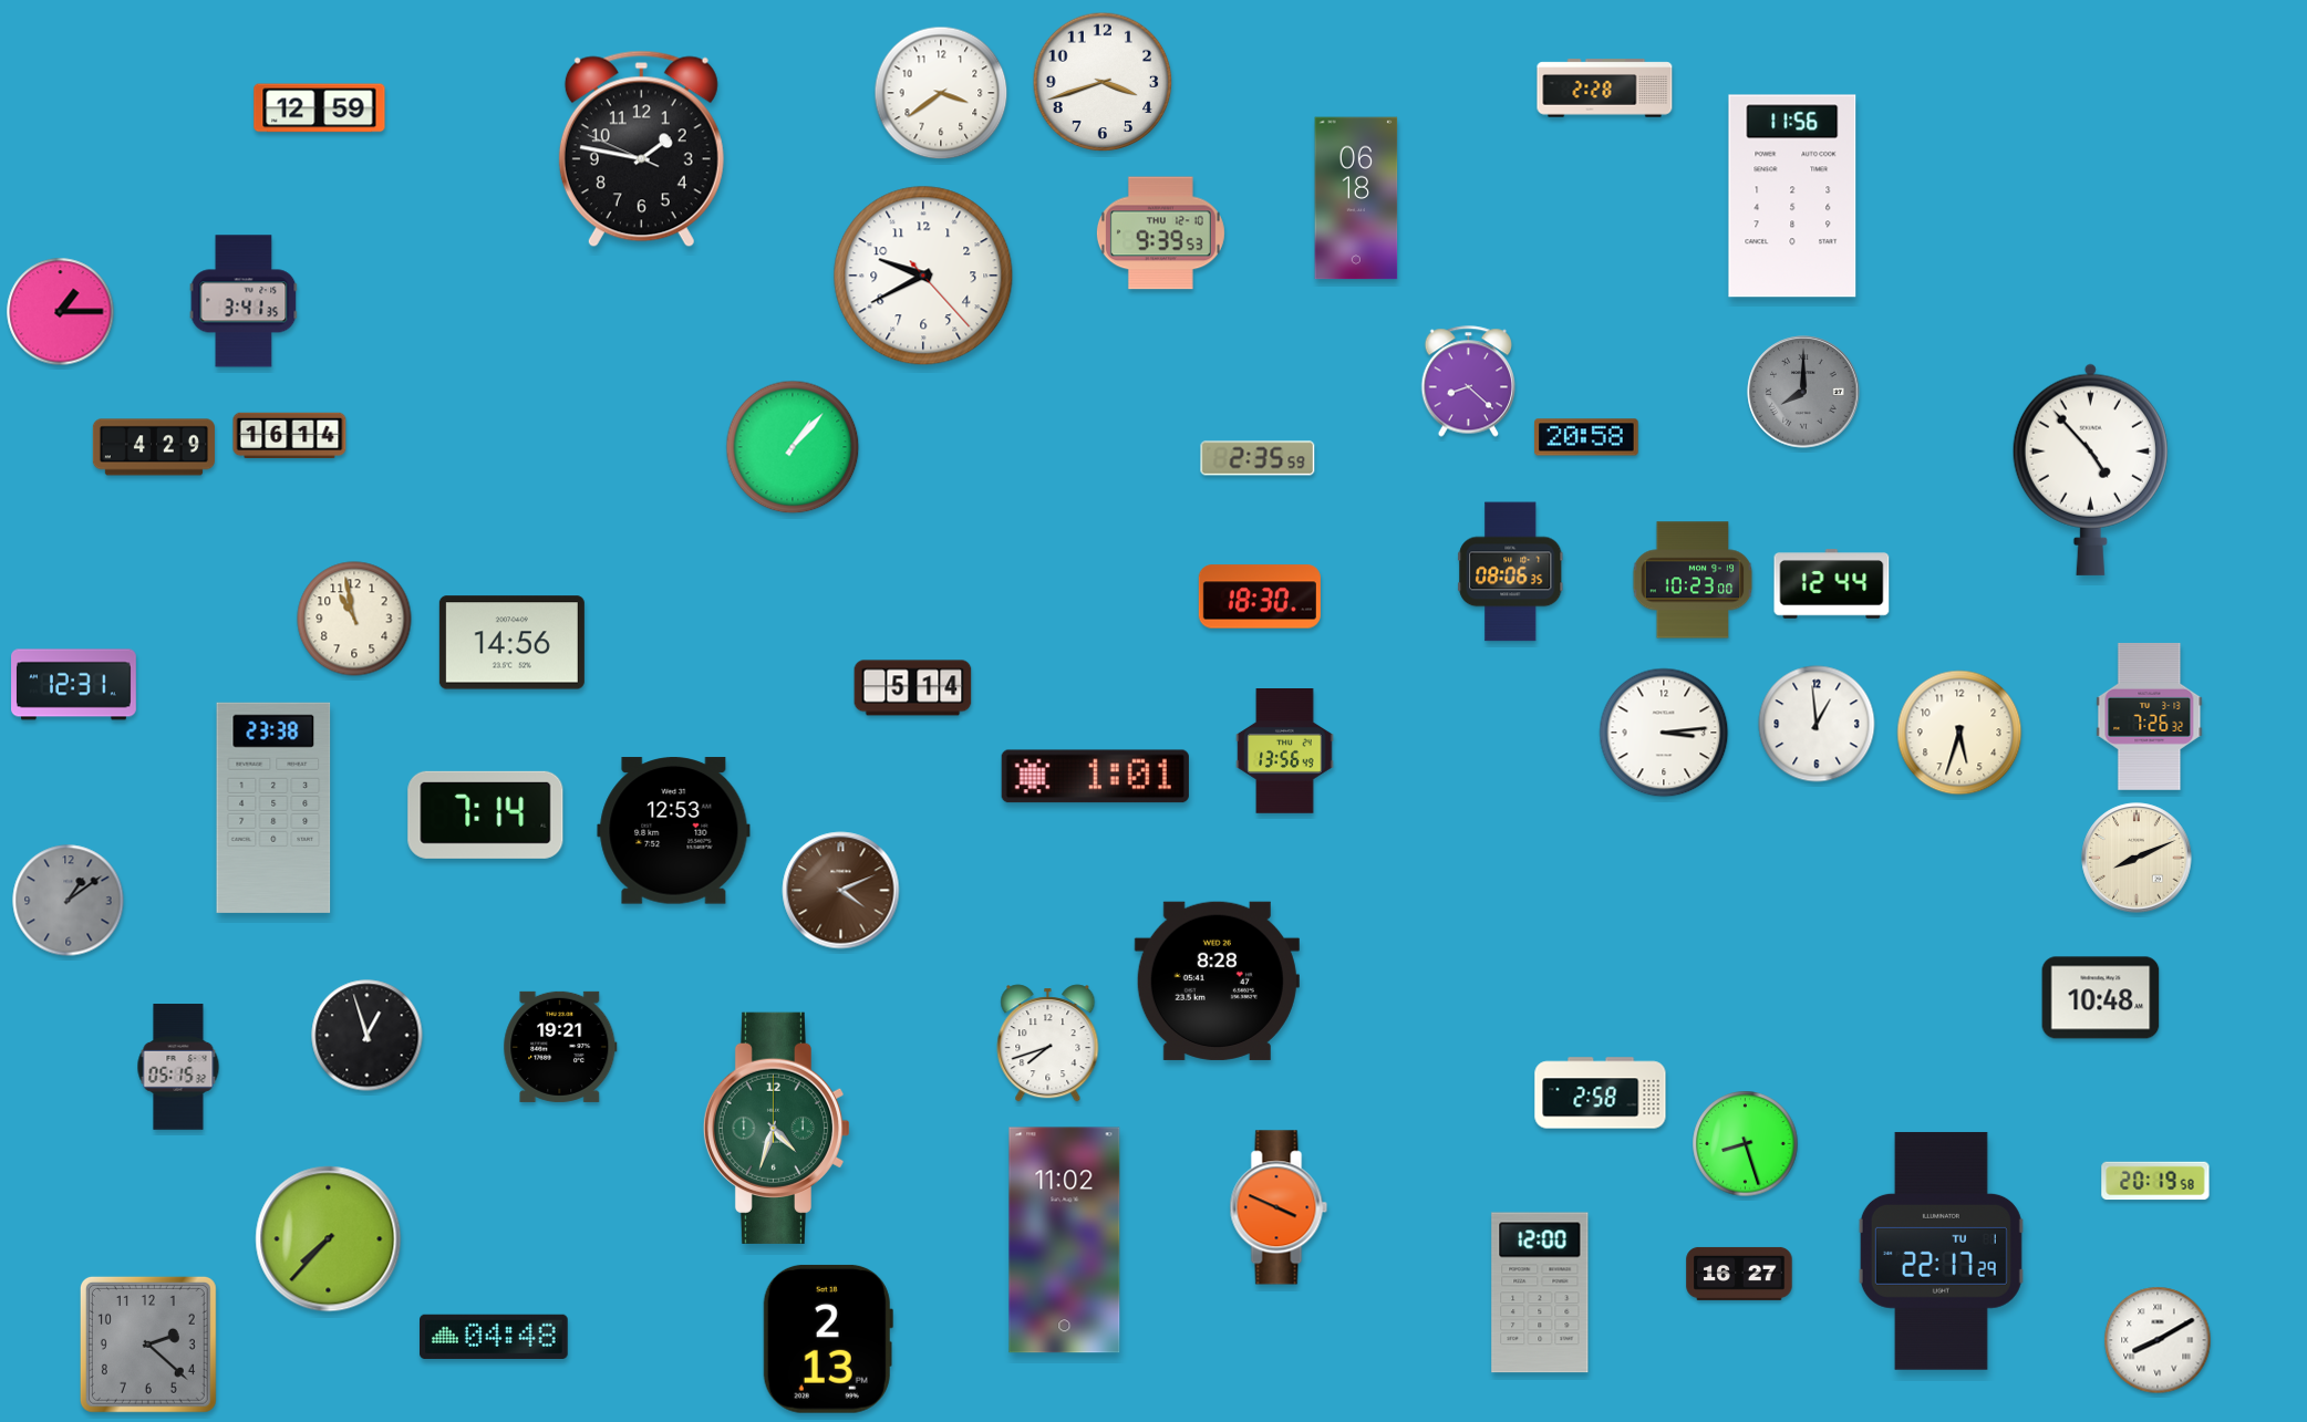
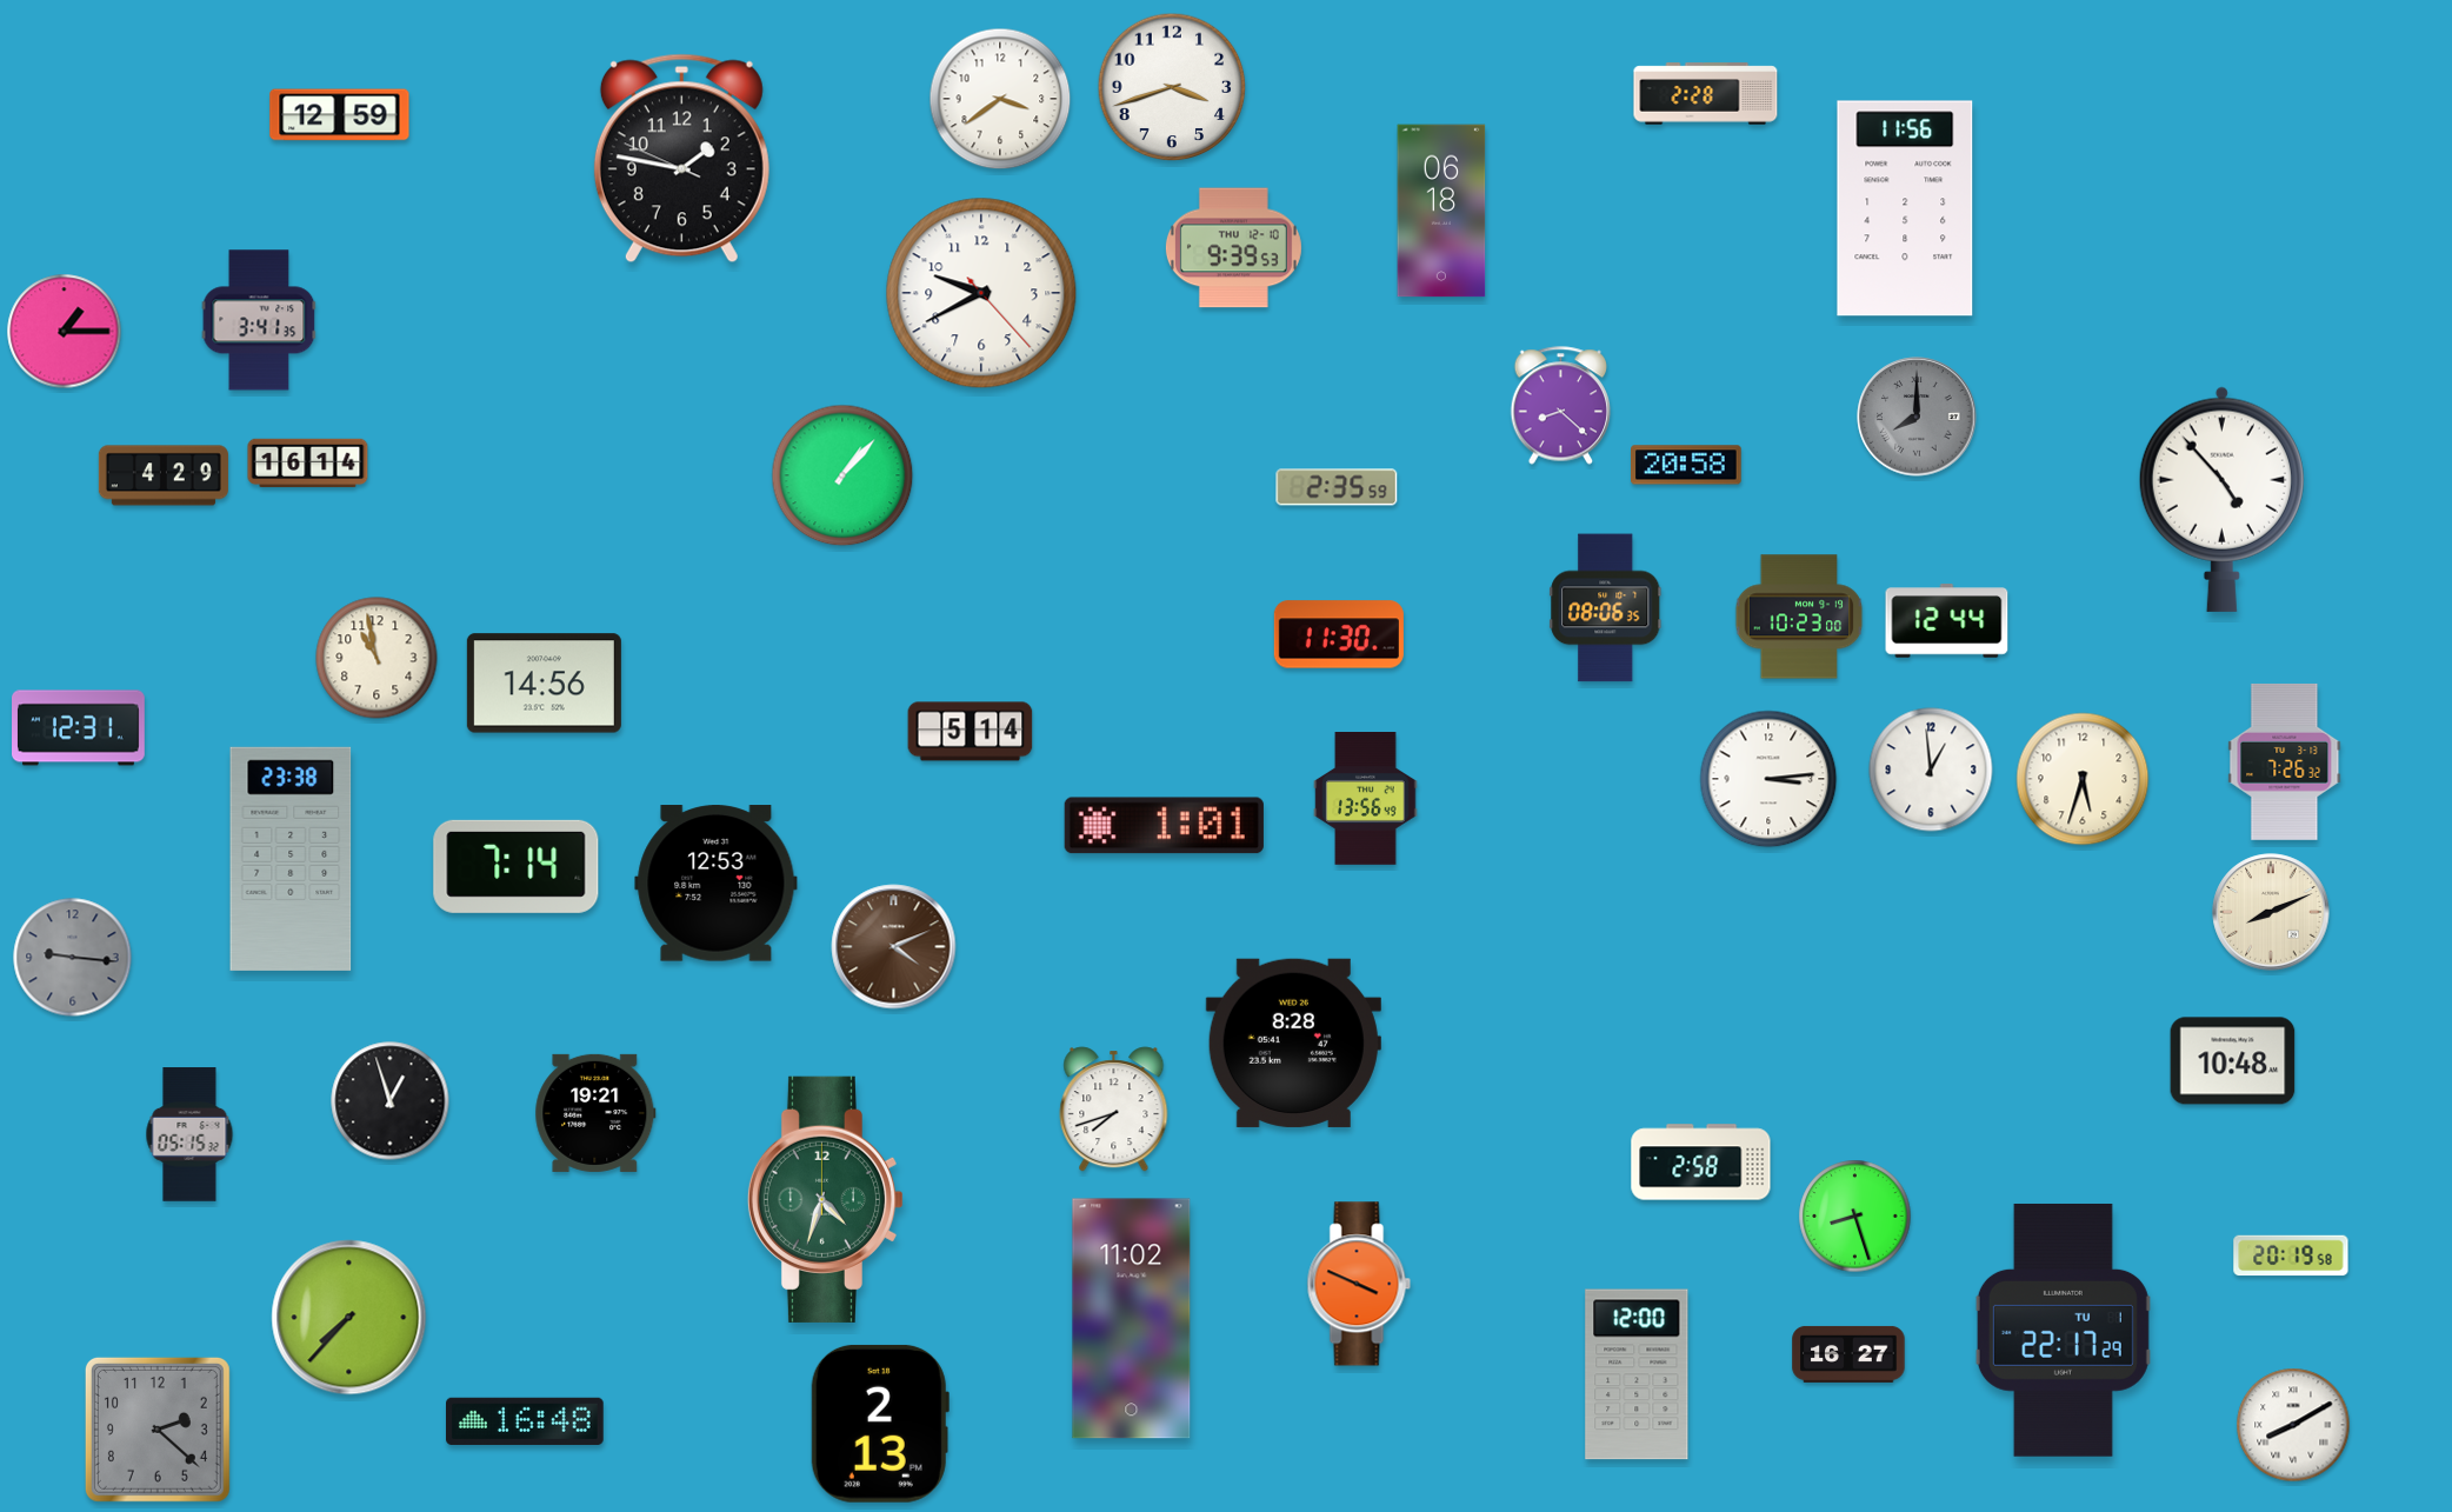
clock at (1260, 596): 18:30 -> 11:30
clock at (69, 901): 1:09 -> 9:16
clock at (495, 1337): 04:48 -> 16:48
